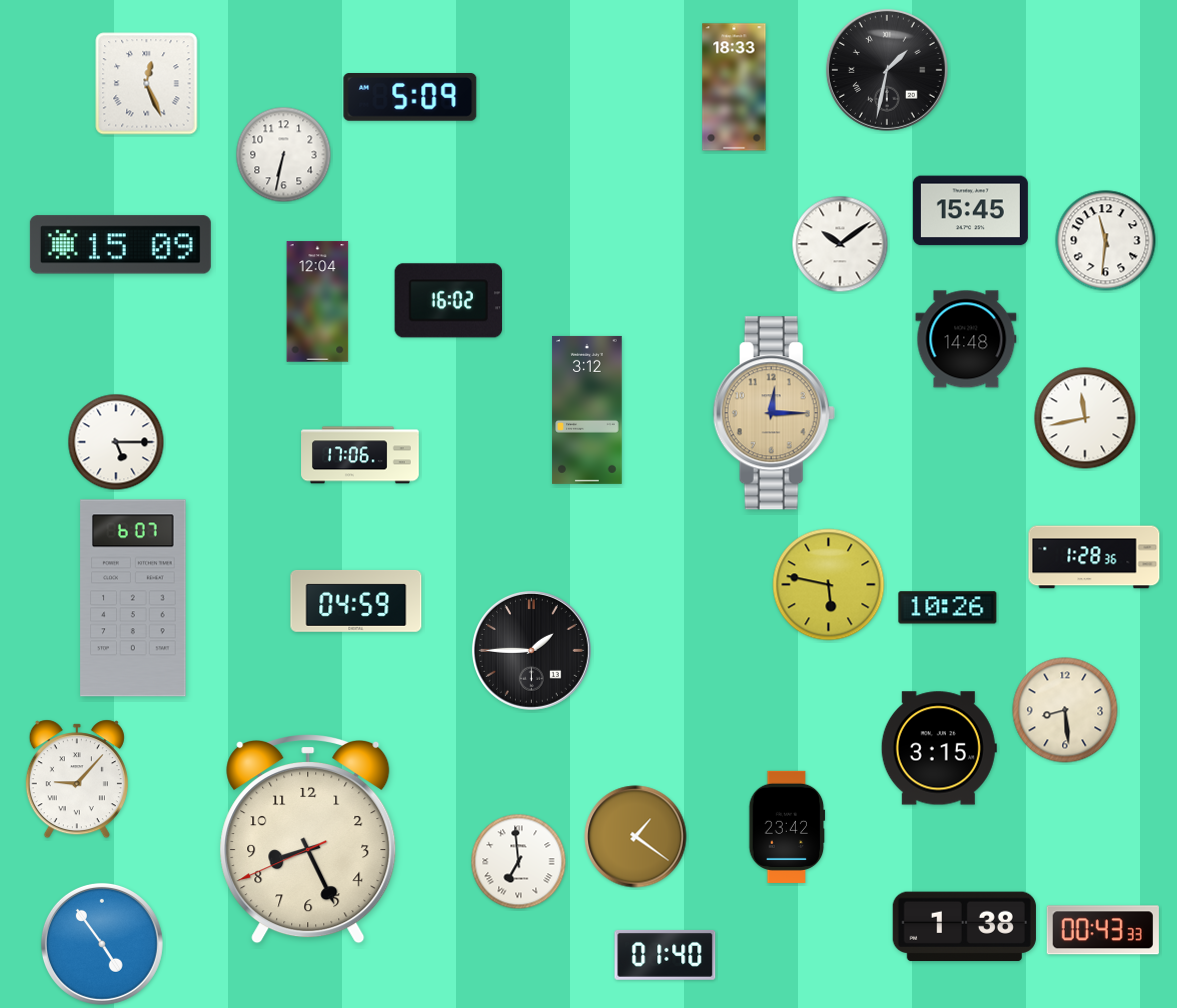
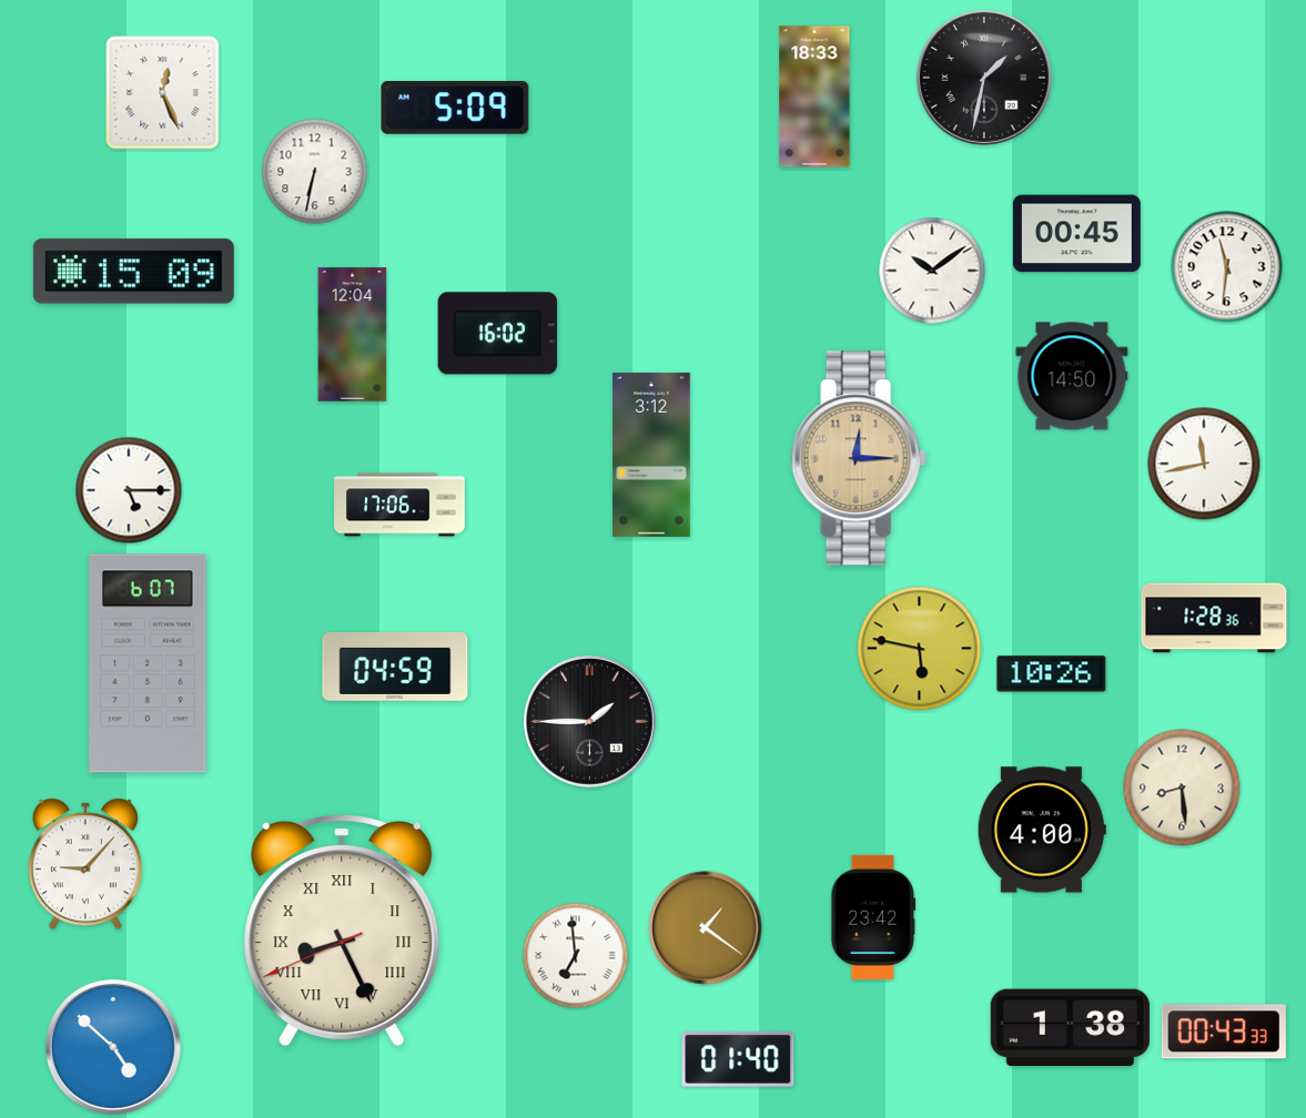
clock at (970, 211): 15:45 -> 00:45
clock at (966, 339): 14:48 -> 14:50
clock at (939, 748): 3:15 -> 4:00
clock at (308, 840) numerals: Arabic -> Roman
clock at (102, 944): 4:54 -> 4:52
